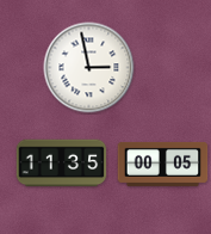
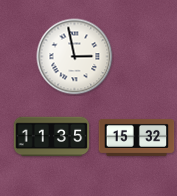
clock at (163, 164): 00:05 -> 15:32
